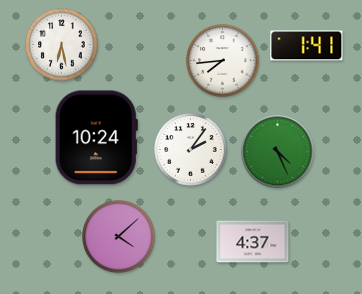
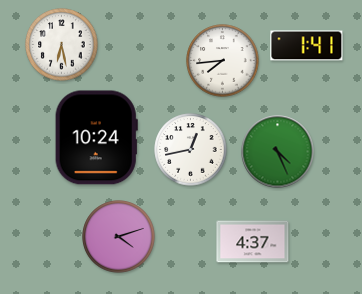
clock at (191, 150): 2:06 -> 12:43
clock at (119, 237): 4:08 -> 4:12
